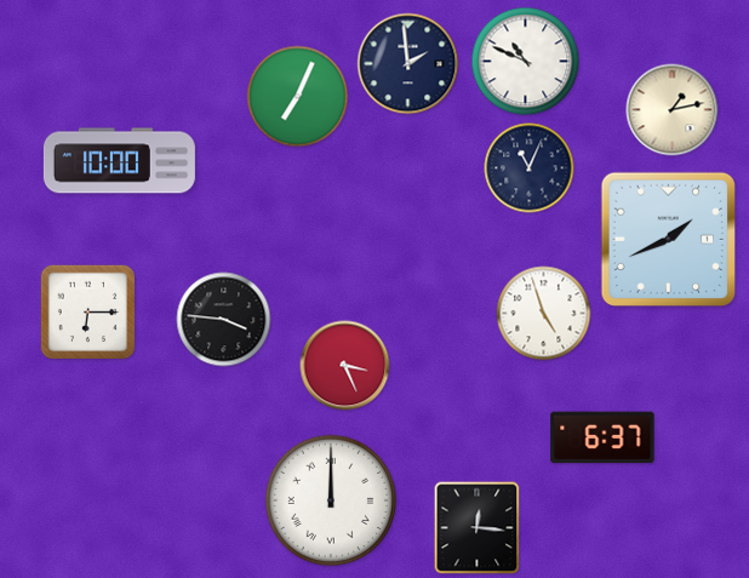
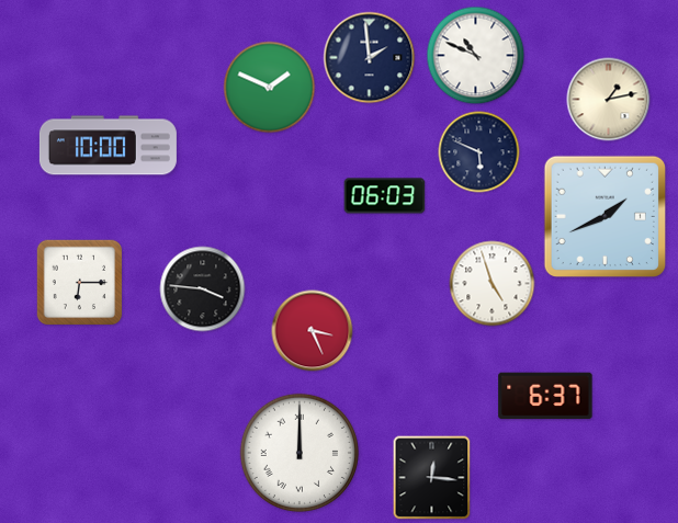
clock at (298, 97): 7:04 -> 1:49
clock at (530, 168): 11:04 -> 5:49
clock at (385, 196): none -> 06:03
